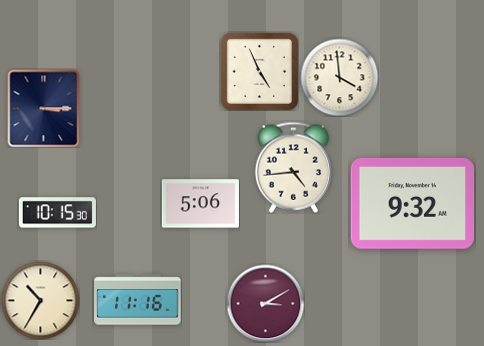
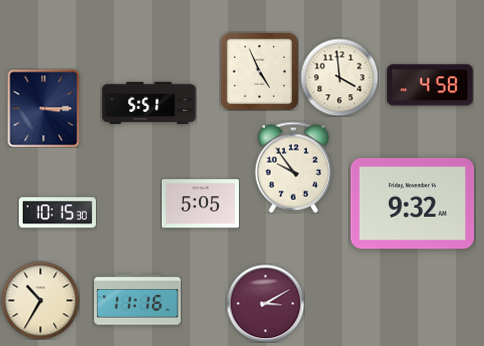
clock at (431, 85): none -> 4:58
clock at (149, 103): none -> 5:51
clock at (293, 167): 4:44 -> 9:54
clock at (200, 204): 5:06 -> 5:05
